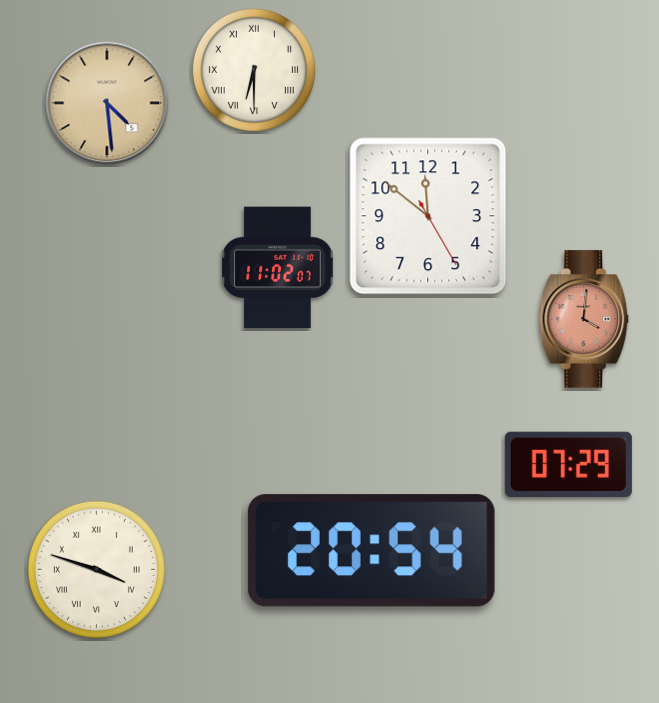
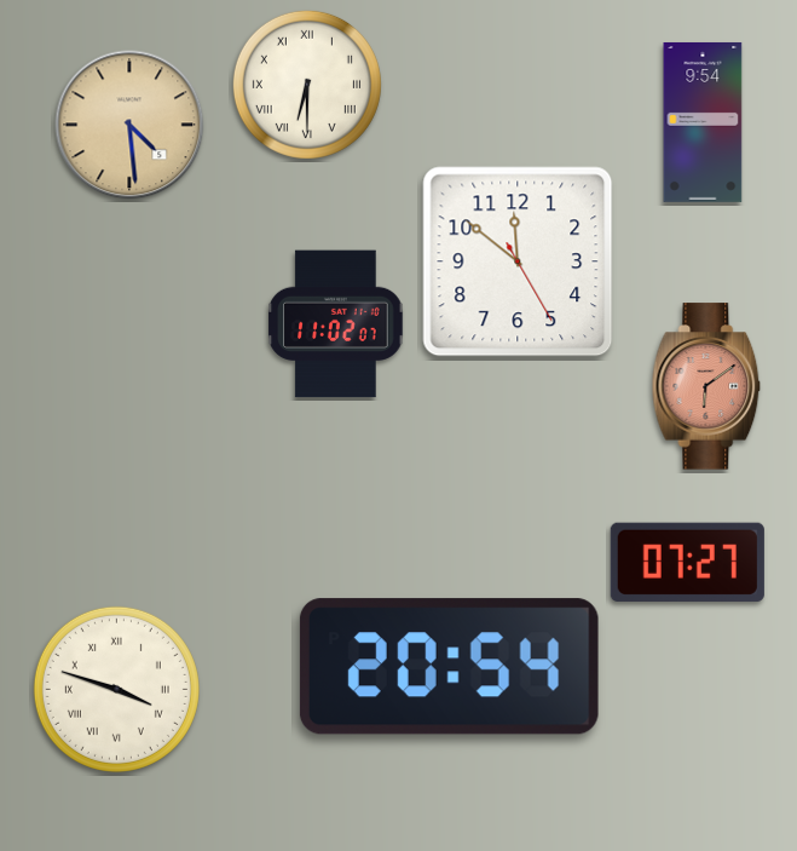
clock at (703, 122): none -> 9:54
clock at (584, 319): 4:01 -> 6:09
clock at (568, 464): 07:29 -> 07:27
